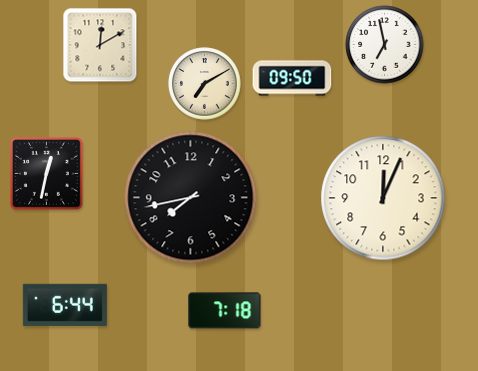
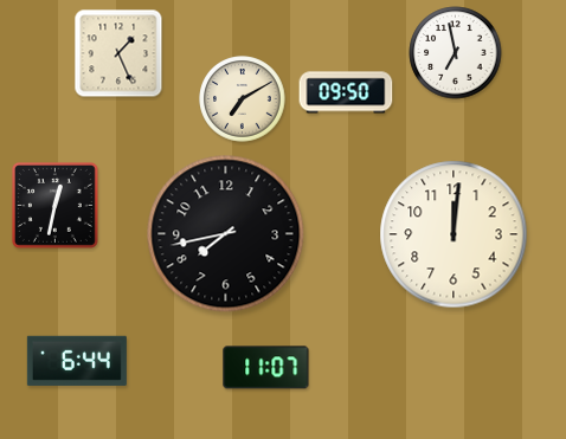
clock at (100, 45): 12:10 -> 1:26
clock at (383, 198): 12:04 -> 12:01
clock at (225, 311): 7:18 -> 11:07
